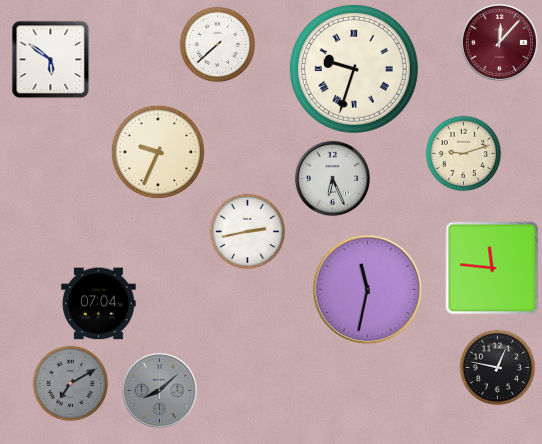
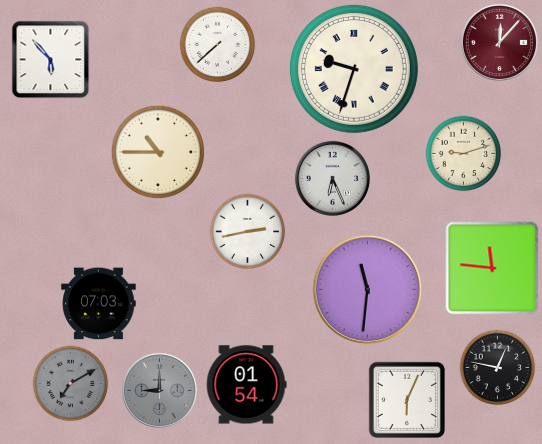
clock at (51, 60): 5:51 -> 5:53
clock at (157, 151): 9:34 -> 10:45
clock at (368, 290): 11:32 -> 11:31
clock at (99, 304): 07:04 -> 07:03
clock at (246, 385): none -> 01:54
clock at (159, 390): 8:08 -> 9:00
clock at (407, 400): none -> 6:04
